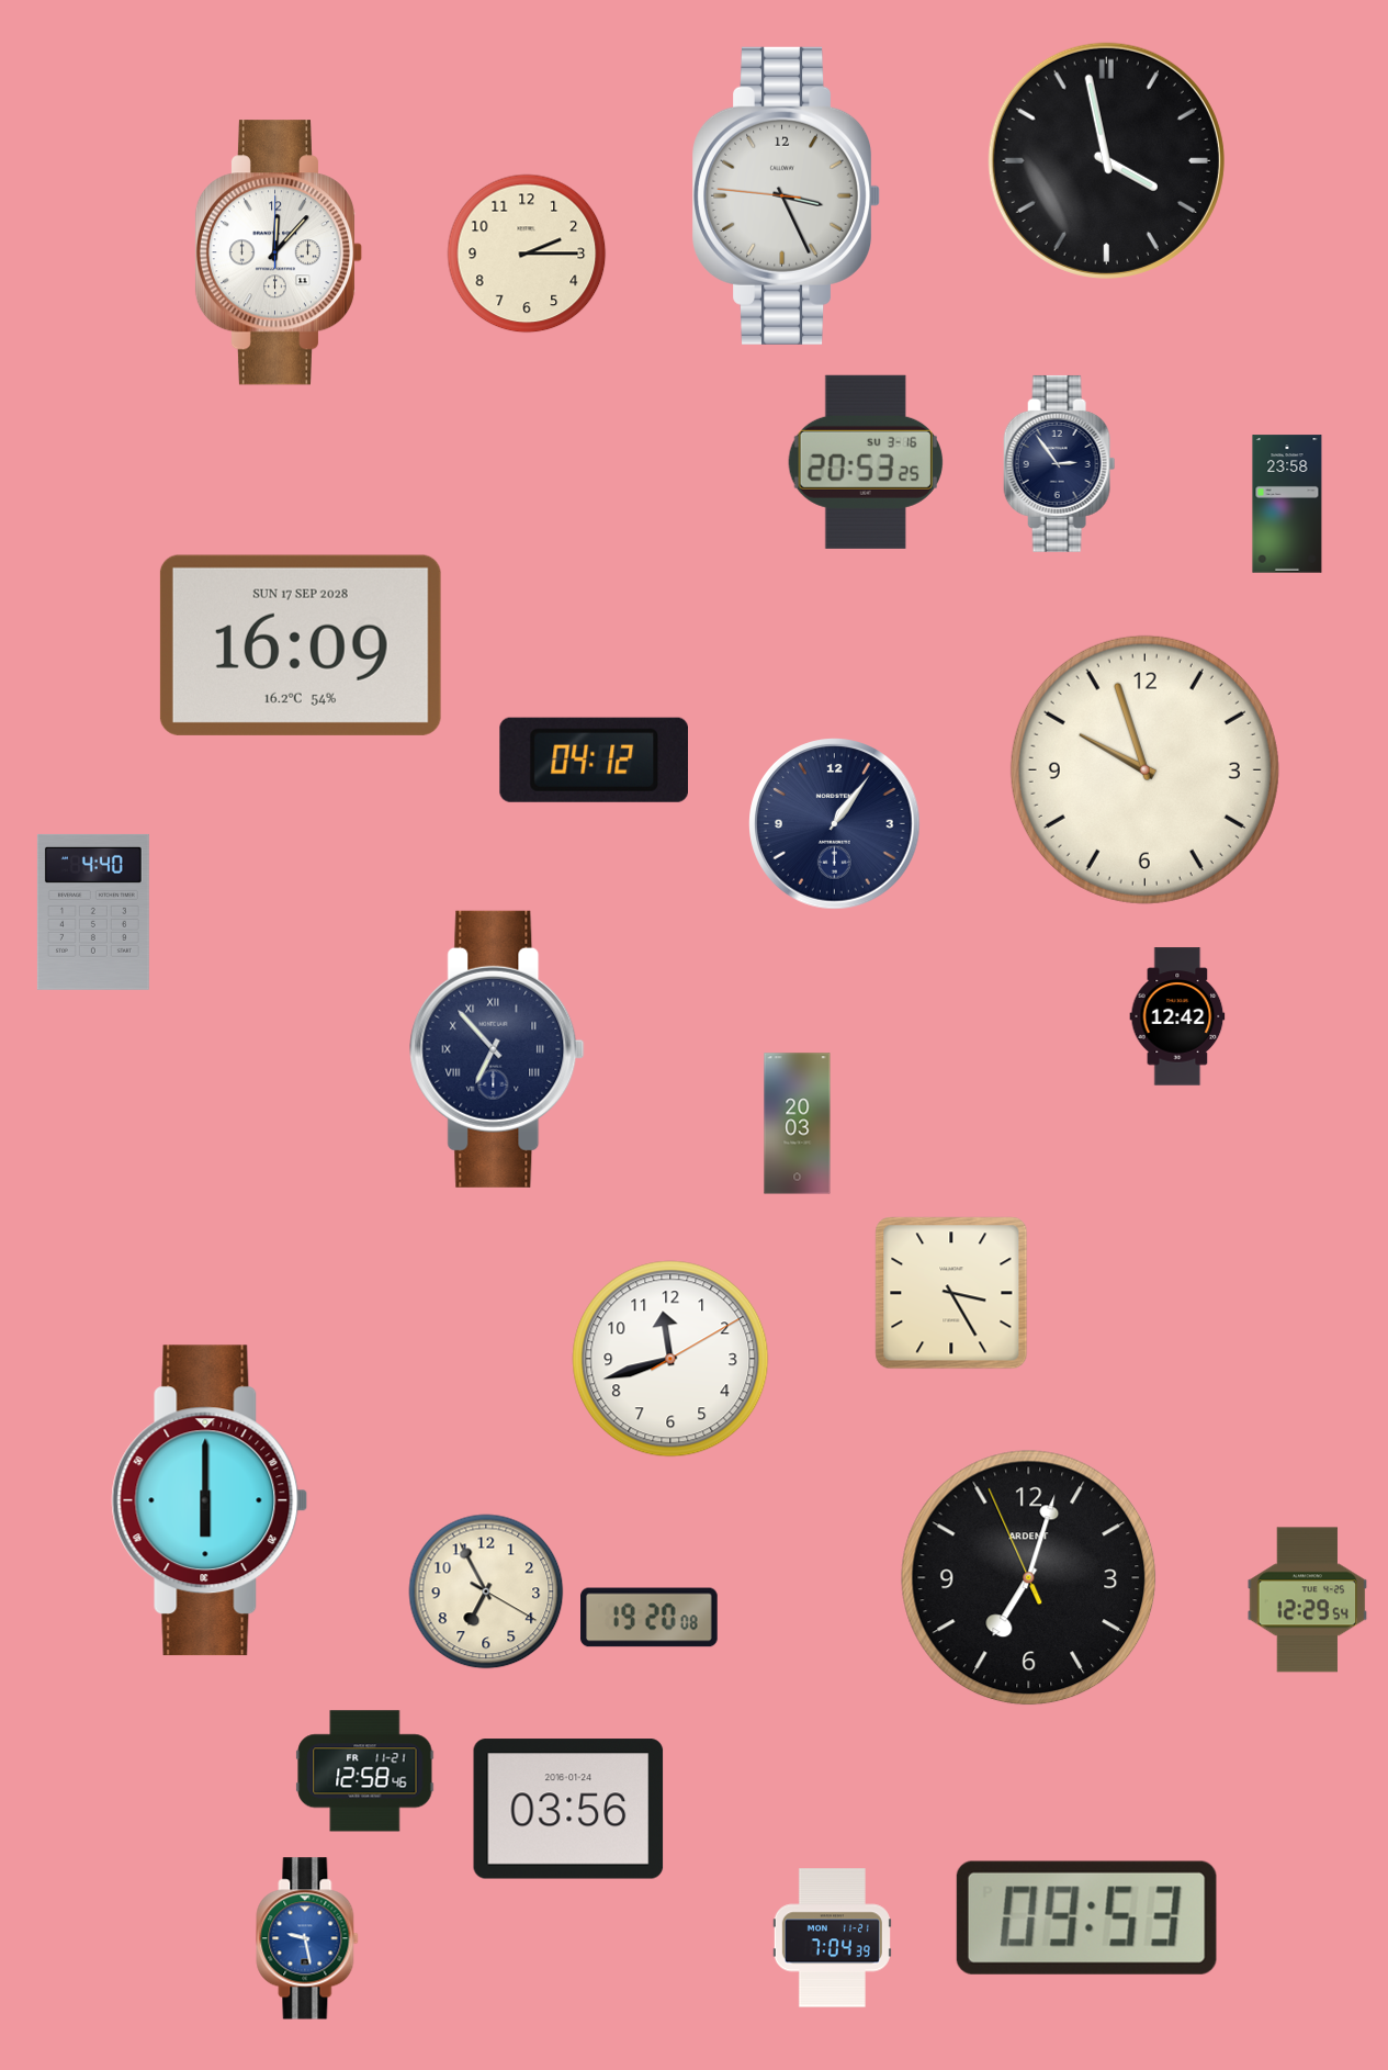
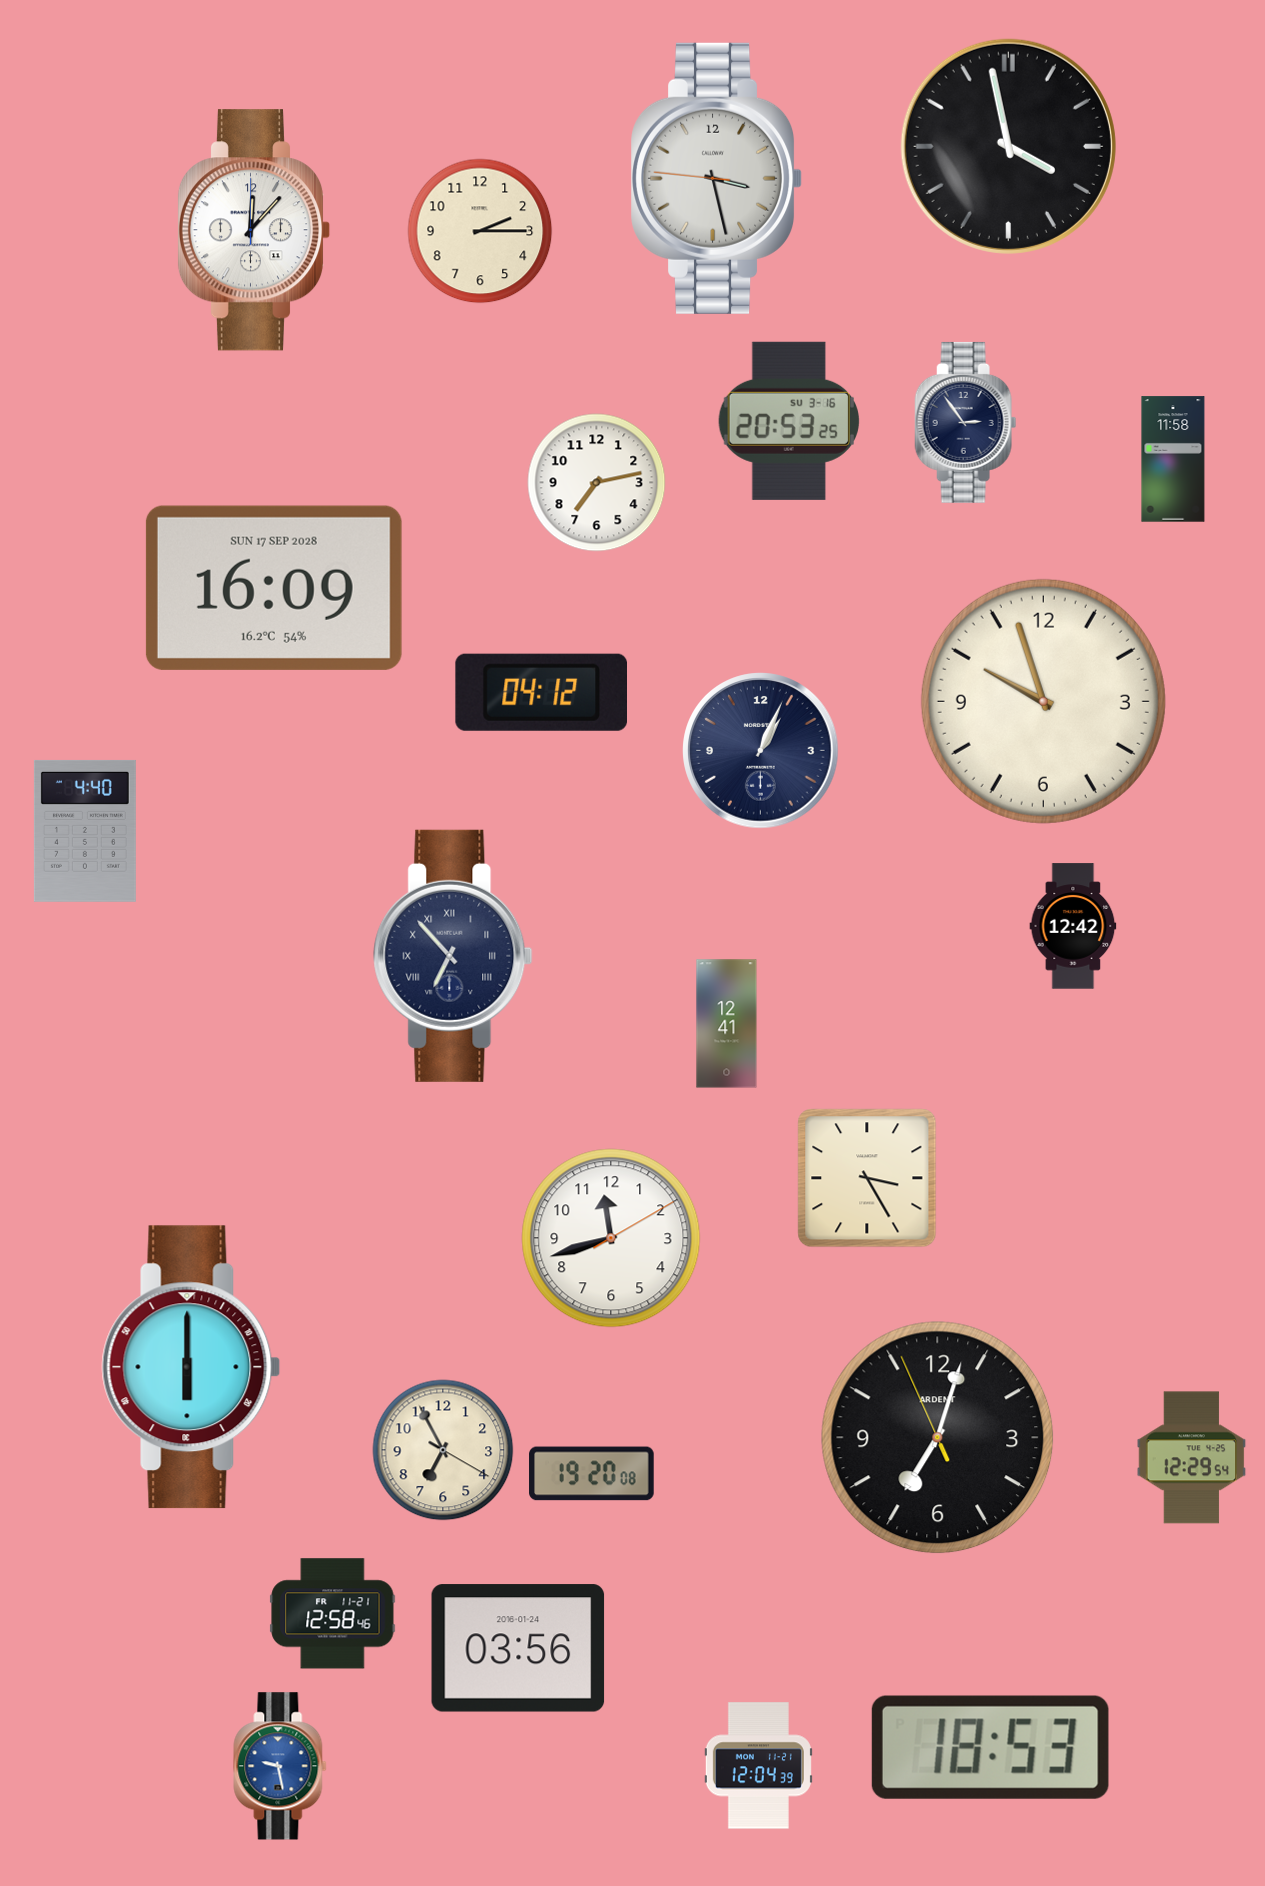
clock at (787, 195): 3:25 -> 3:27
clock at (1287, 504): 23:58 -> 11:58
clock at (597, 483): none -> 7:13
clock at (835, 824): 1:06 -> 1:04
clock at (798, 1124): 20:03 -> 12:41
clock at (1086, 1917): 09:53 -> 18:53
clock at (832, 1938): 7:04 -> 12:04
